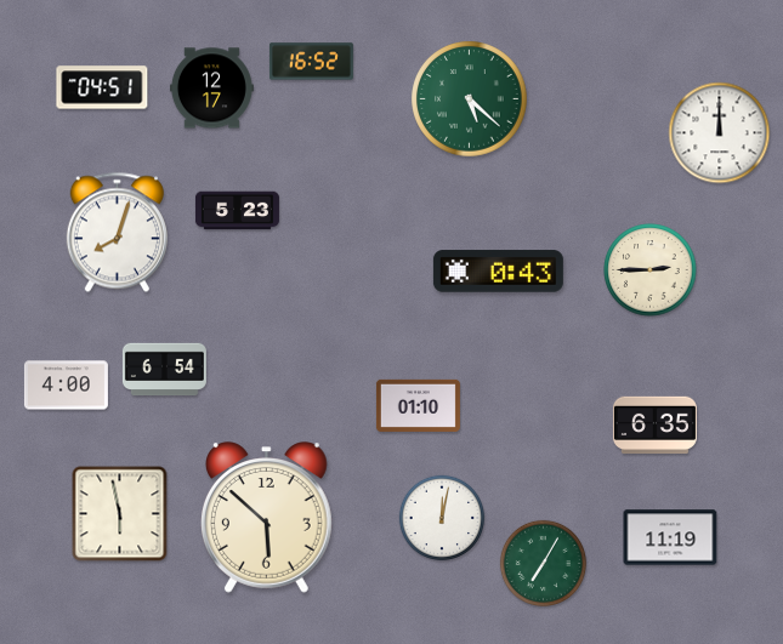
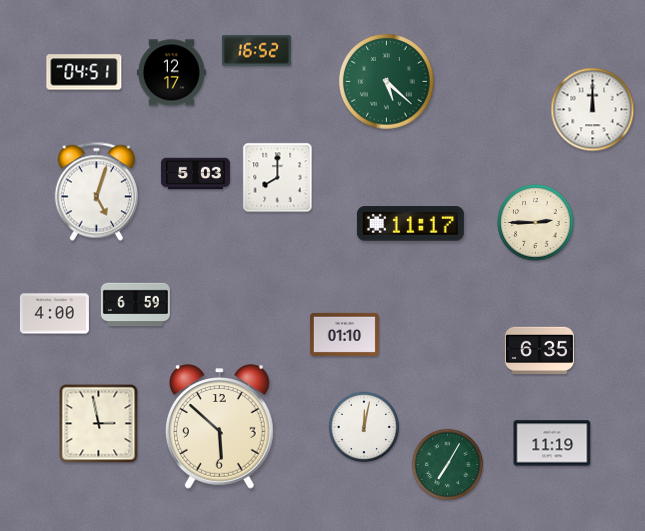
clock at (211, 89) position: (211, 89) -> (171, 73)
clock at (237, 211): 5:23 -> 5:03
clock at (278, 178): none -> 8:00
clock at (117, 233): 8:03 -> 5:03
clock at (498, 272): 0:43 -> 11:17
clock at (164, 370): 6:54 -> 6:59
clock at (66, 386) position: (66, 386) -> (54, 314)
clock at (120, 514): 5:58 -> 2:58
